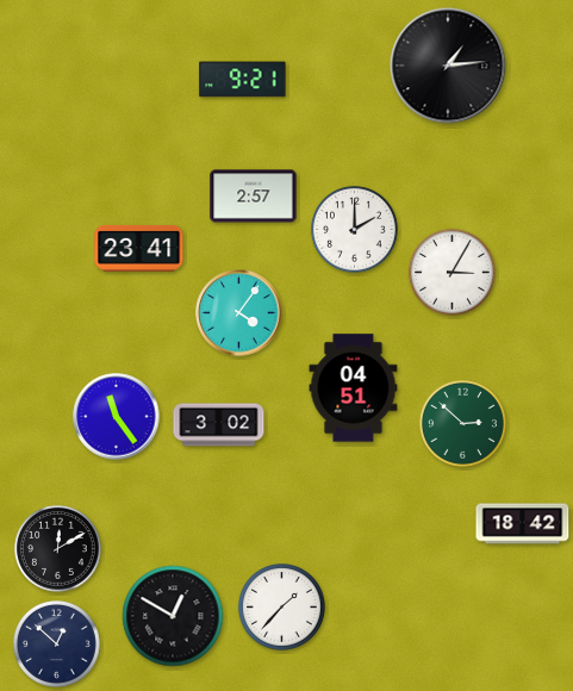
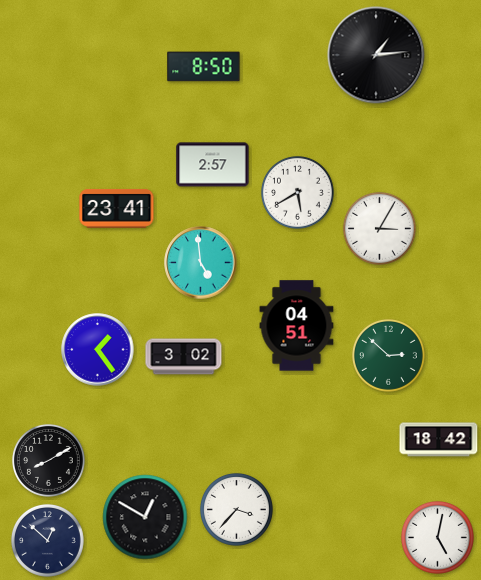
clock at (243, 80): 9:21 -> 8:50
clock at (354, 229): 2:00 -> 5:40
clock at (239, 313): 4:06 -> 4:59
clock at (117, 417): 11:24 -> 1:24
clock at (57, 548): 12:10 -> 8:10
clock at (281, 606): 1:37 -> 3:37
clock at (437, 537): none -> 5:02
